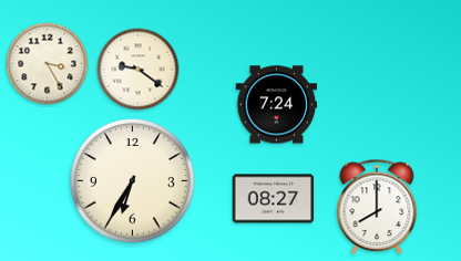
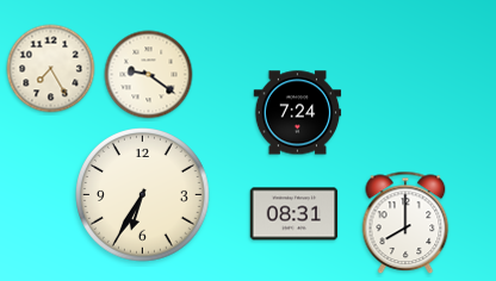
clock at (48, 64): 3:25 -> 7:25
clock at (274, 199): 08:27 -> 08:31
